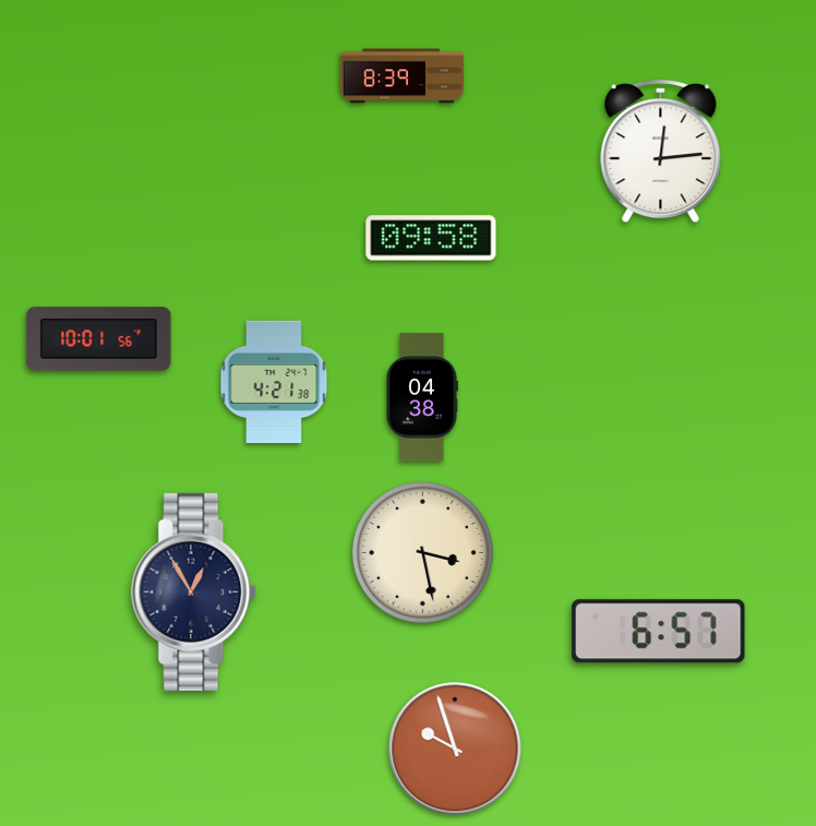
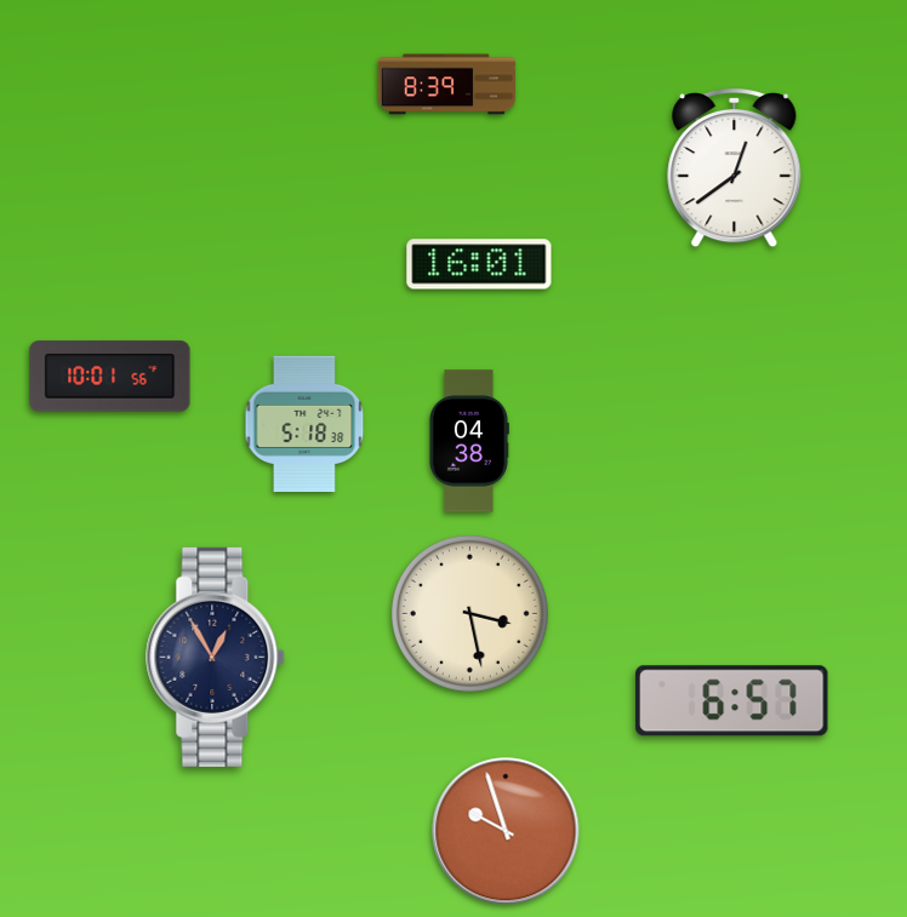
clock at (661, 152): 12:14 -> 12:39
clock at (431, 238): 09:58 -> 16:01
clock at (274, 382): 4:21 -> 5:18
